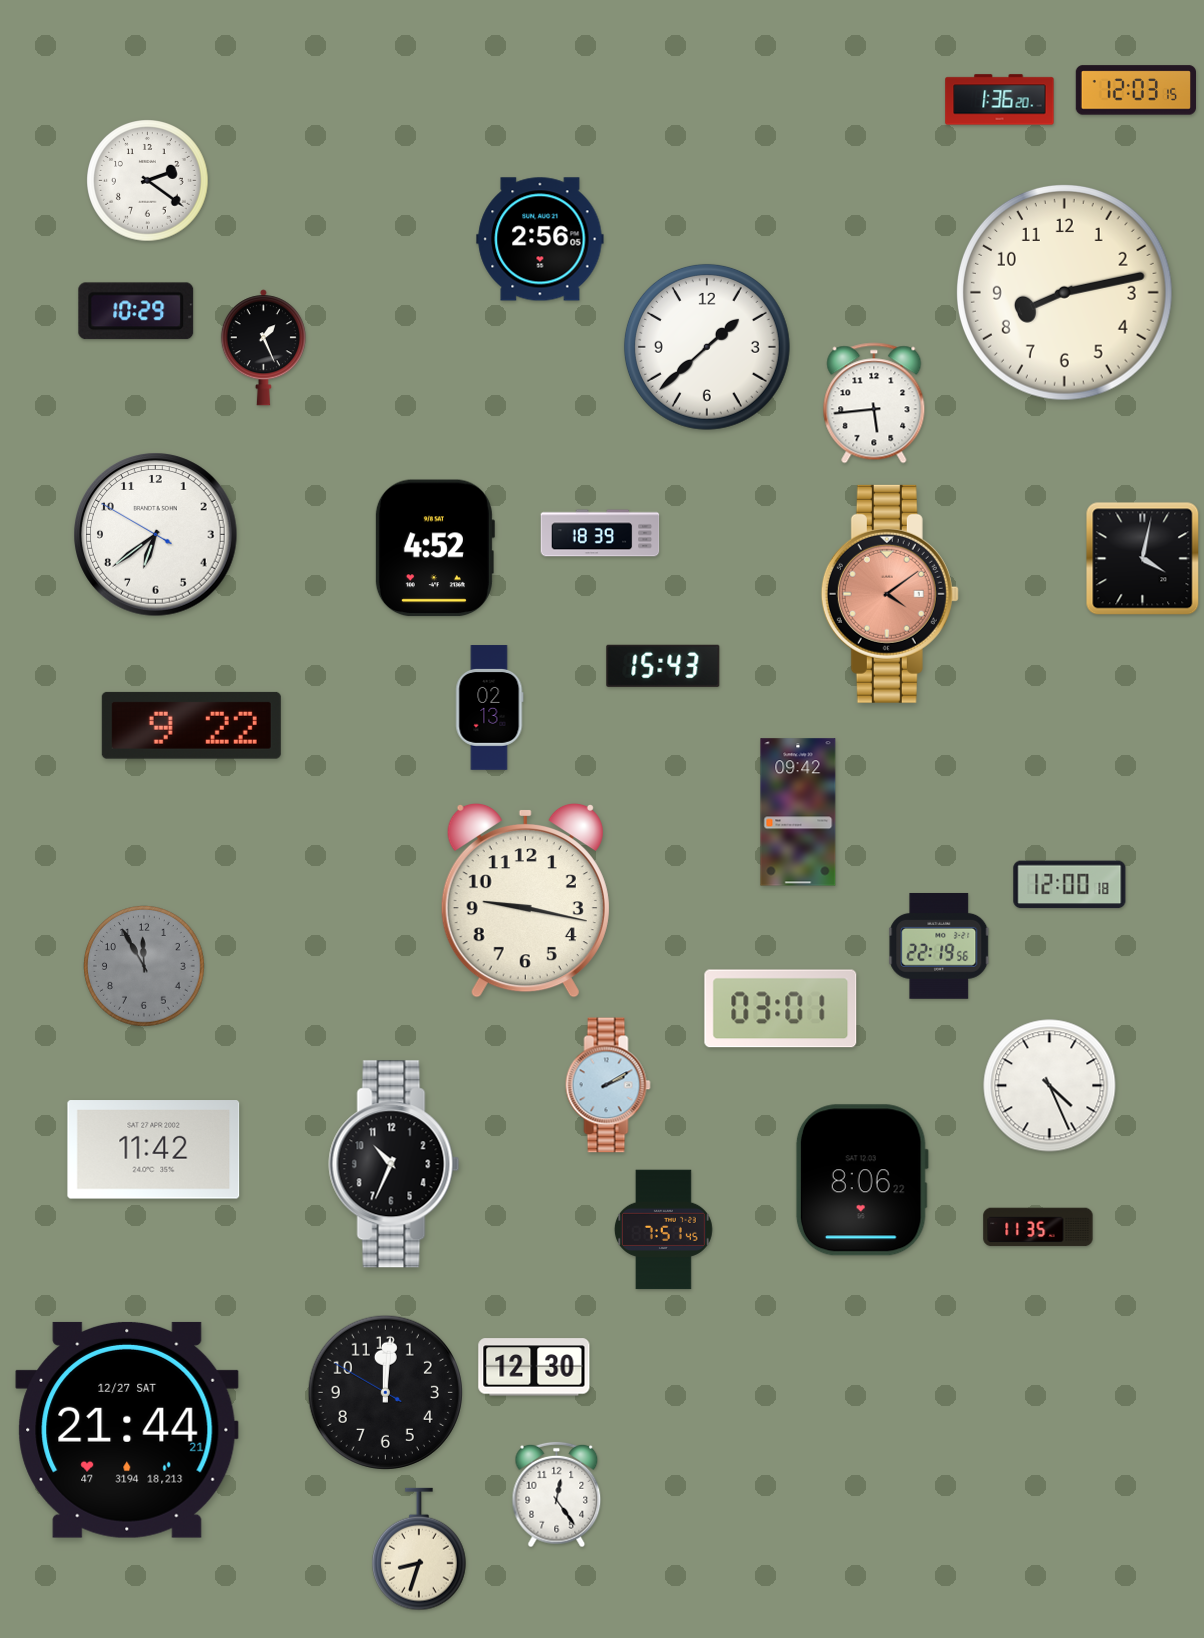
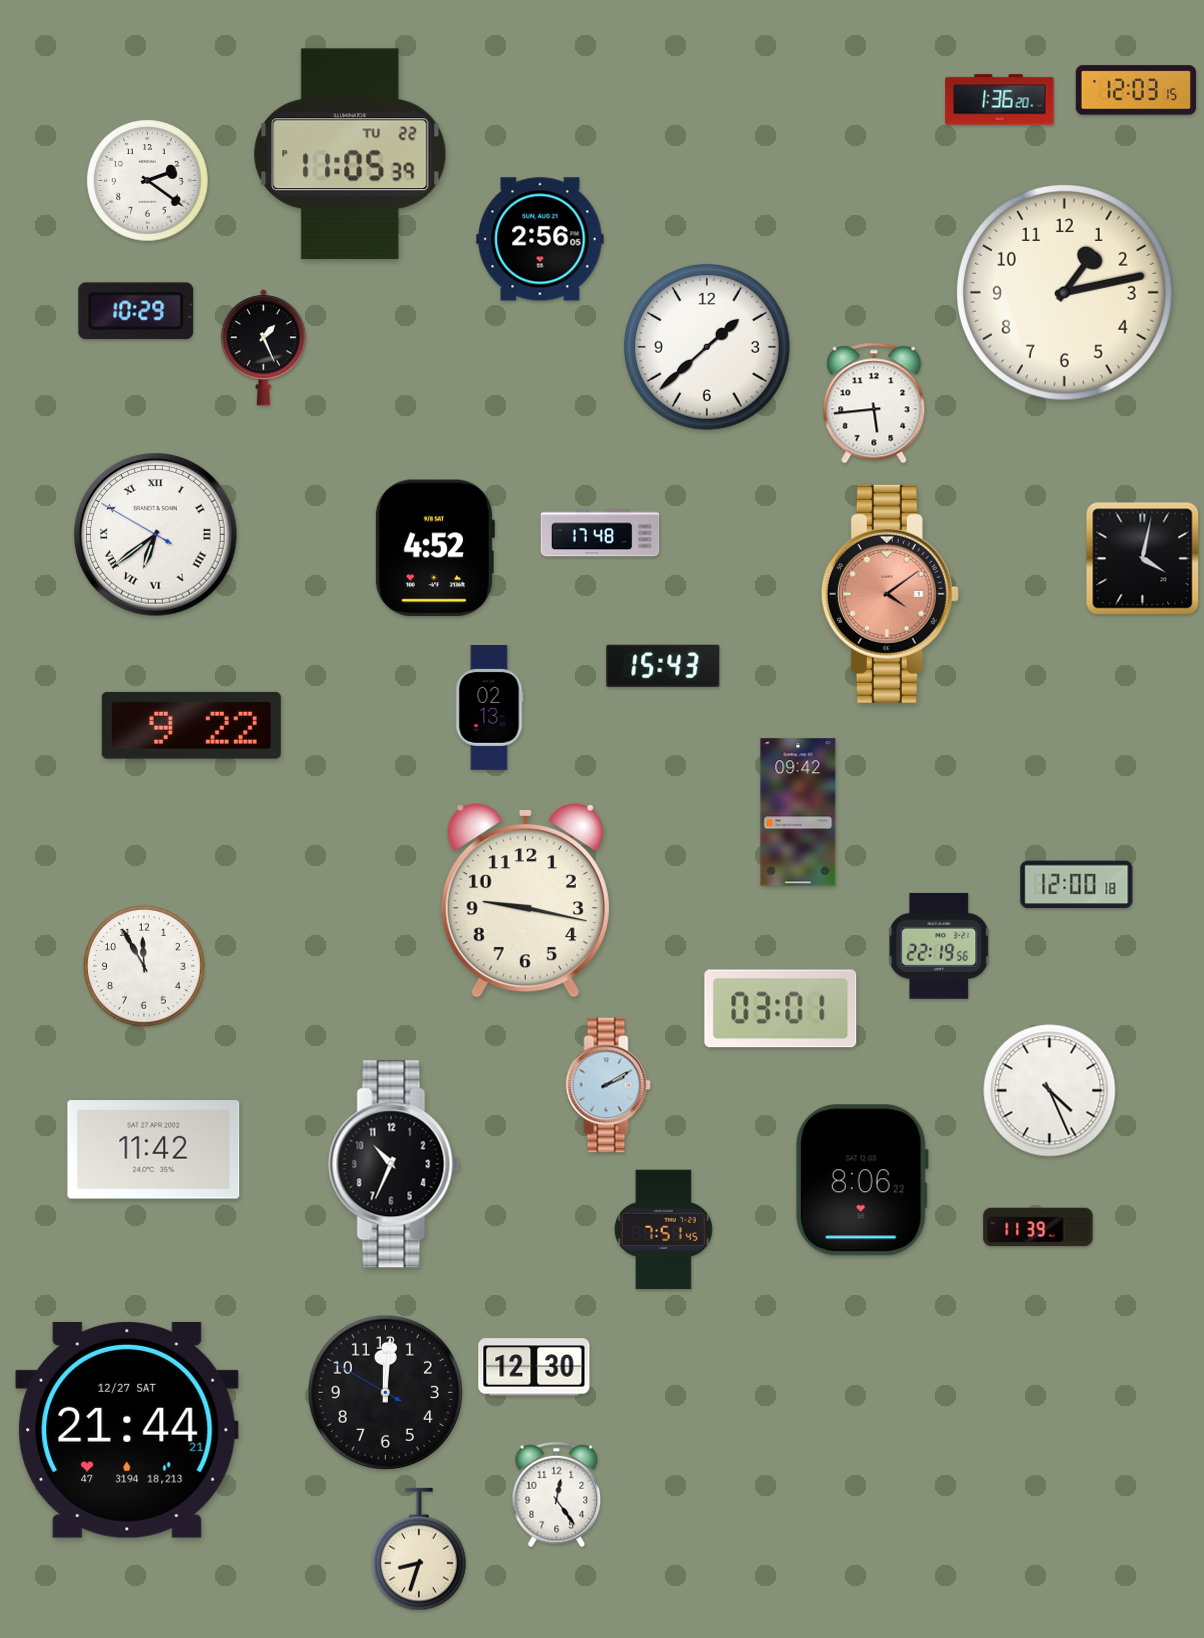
clock at (350, 154): none -> 11:05
clock at (1065, 293): 8:13 -> 1:13
clock at (600, 533): 18:39 -> 17:48
clock at (156, 535) numerals: Arabic -> Roman
clock at (1070, 885) position: (1070, 885) -> (1077, 885)
clock at (145, 967) dial: grey -> white
clock at (1050, 1086) position: (1050, 1086) -> (1050, 1091)
clock at (1038, 1227): 11:35 -> 11:39
